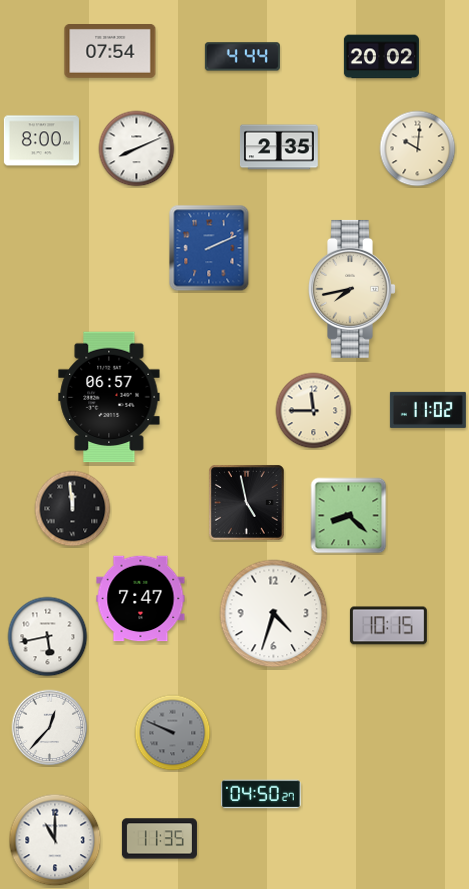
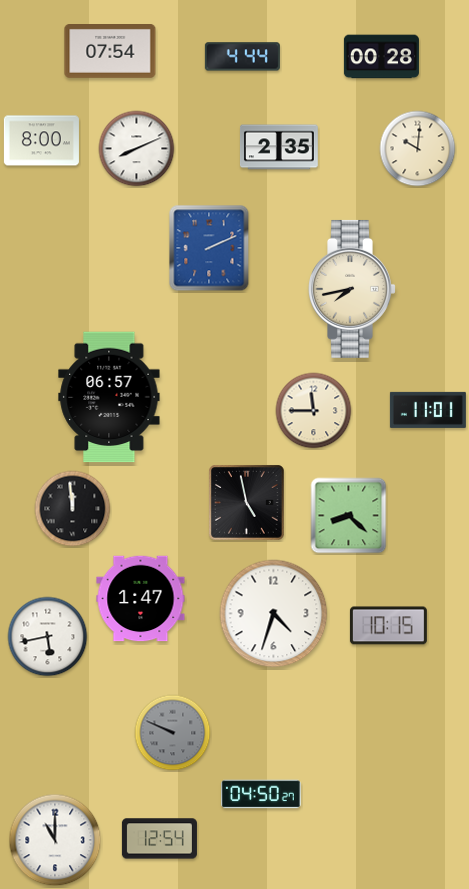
clock at (381, 57): 20:02 -> 00:28
clock at (428, 410): 11:02 -> 11:01
clock at (141, 599): 7:47 -> 1:47
clock at (50, 728): 12:37 -> none
clock at (159, 839): 11:35 -> 12:54
